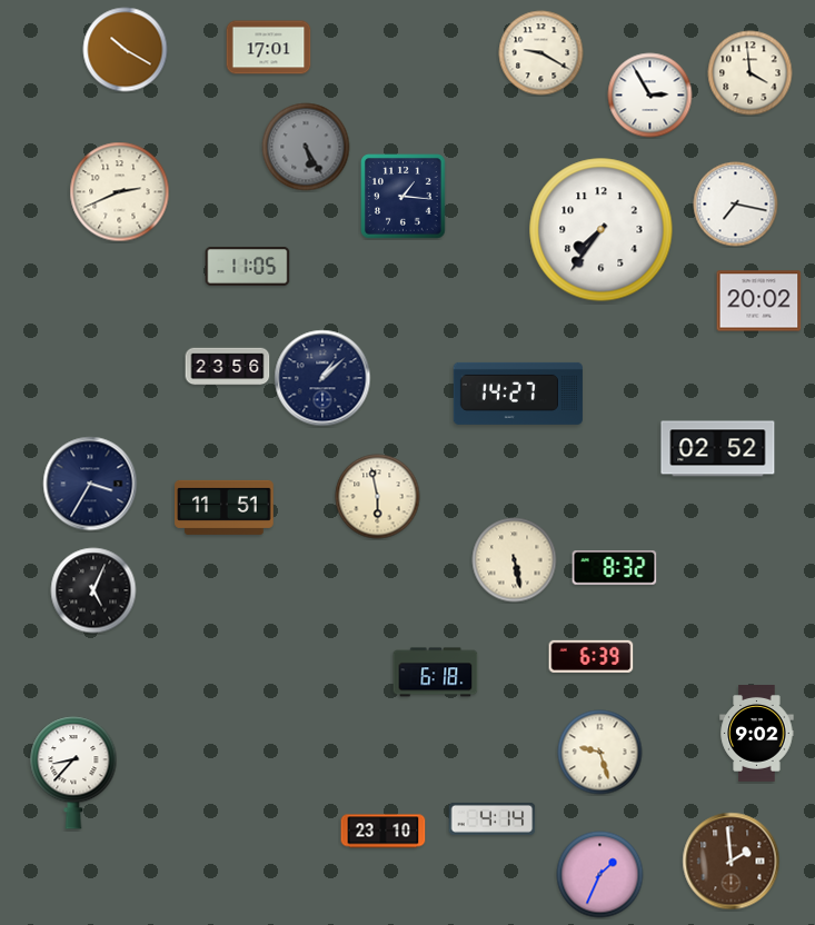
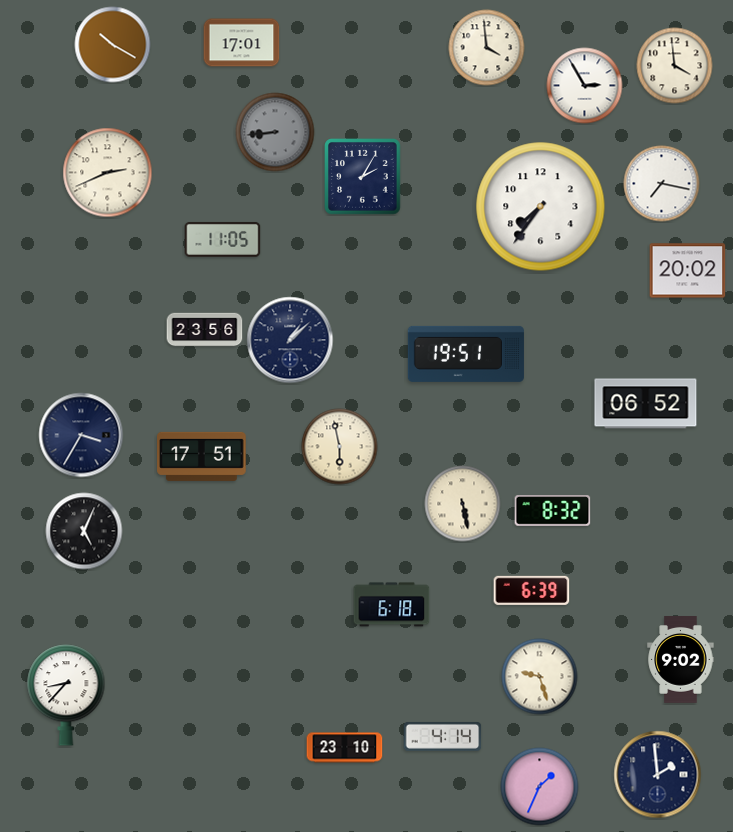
clock at (541, 53): 9:20 -> 3:59
clock at (306, 147): 5:25 -> 8:44
clock at (404, 197): 1:16 -> 2:05
clock at (759, 301) position: (759, 301) -> (688, 271)
clock at (518, 394): 14:27 -> 19:51
clock at (718, 449): 02:52 -> 06:52
clock at (225, 507): 11:51 -> 17:51
clock at (732, 862) dial: brown -> navy
